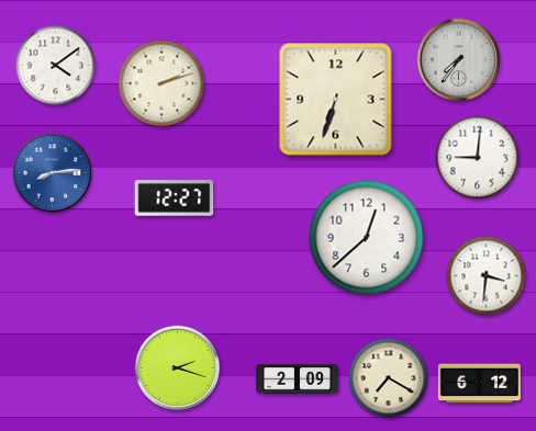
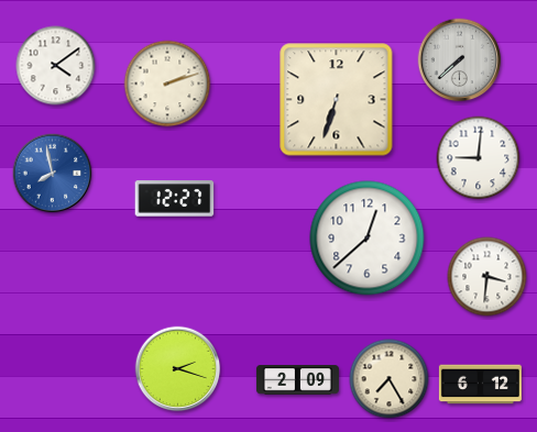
clock at (459, 60): 7:36 -> 7:38
clock at (161, 83) position: (161, 83) -> (167, 84)
clock at (53, 173): 8:14 -> 7:58
clock at (389, 378): 7:20 -> 7:25
